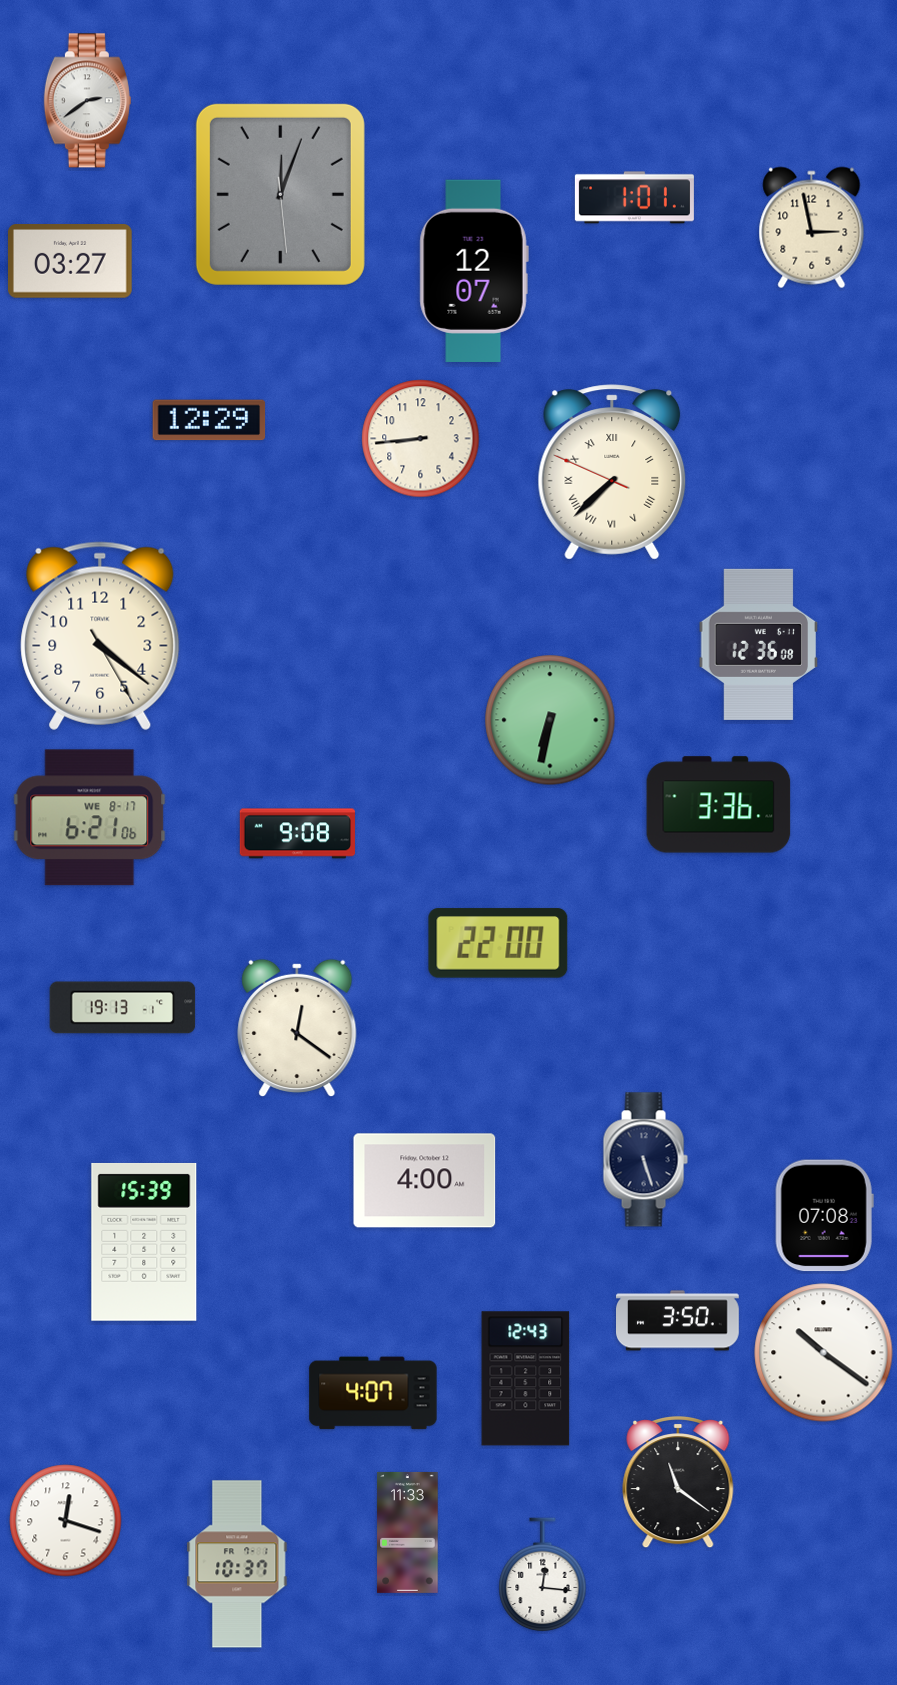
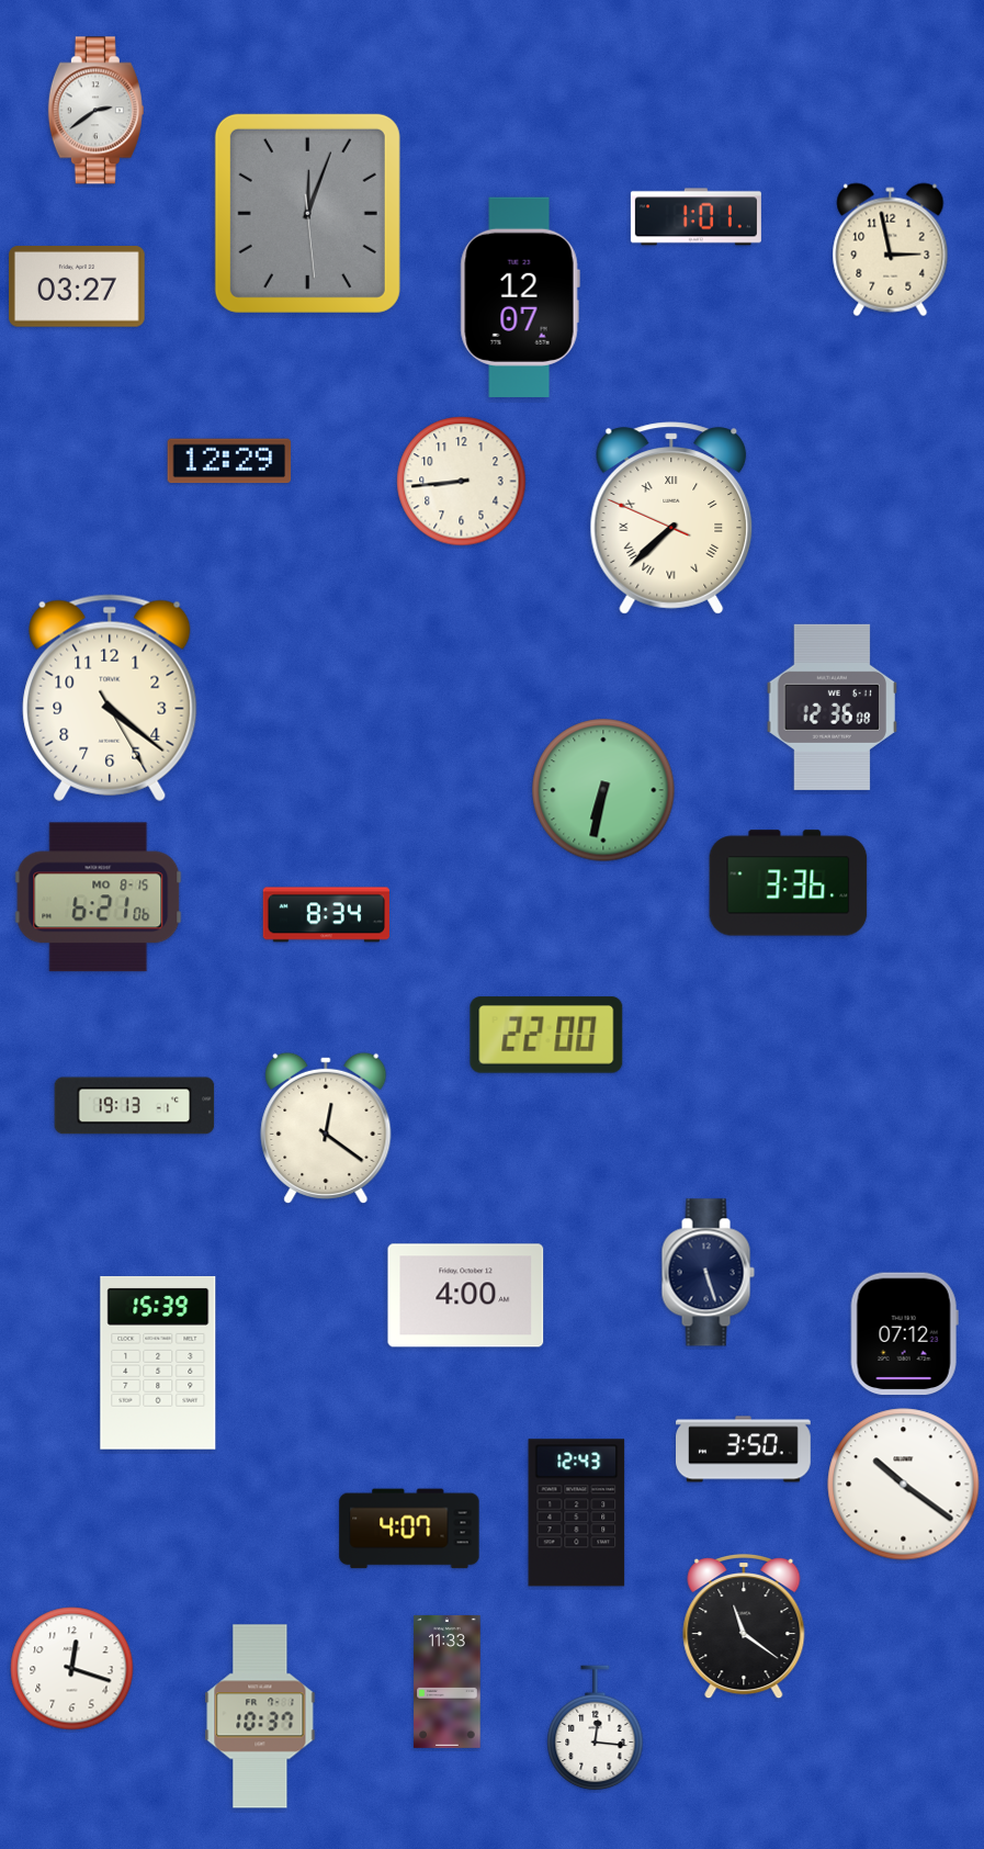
clock at (90, 818) date: WE 8-17 -> MO 8-15
clock at (297, 834): 9:08 -> 8:34
clock at (824, 1216): 07:08 -> 07:12
